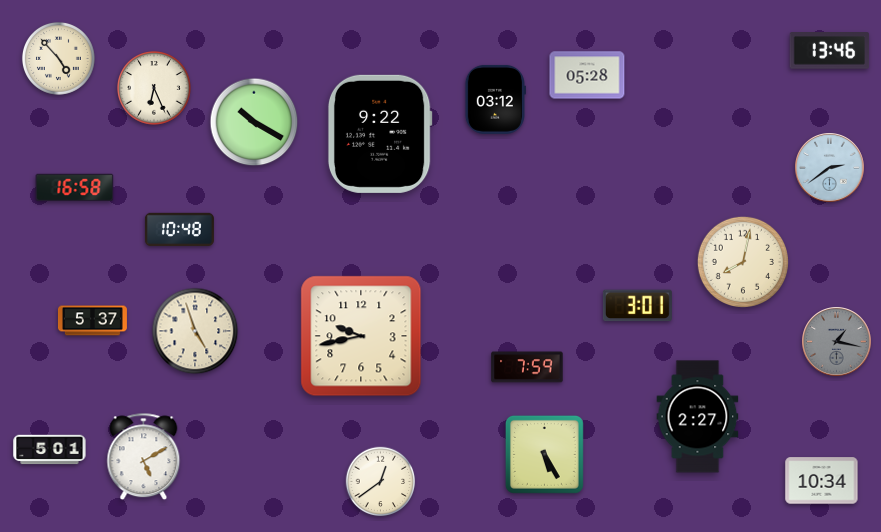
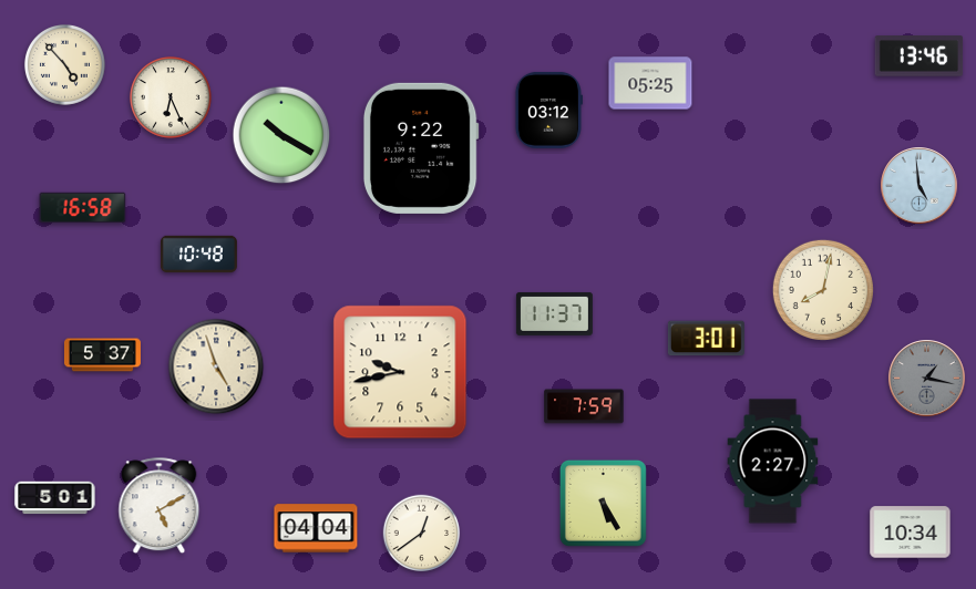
clock at (587, 75): 05:28 -> 05:25
clock at (830, 168): 2:39 -> 4:59
clock at (554, 313): none -> 11:37
clock at (316, 528): none -> 04:04
